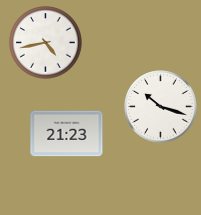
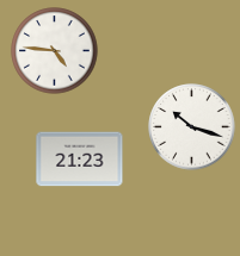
clock at (46, 43): 4:43 -> 4:46
